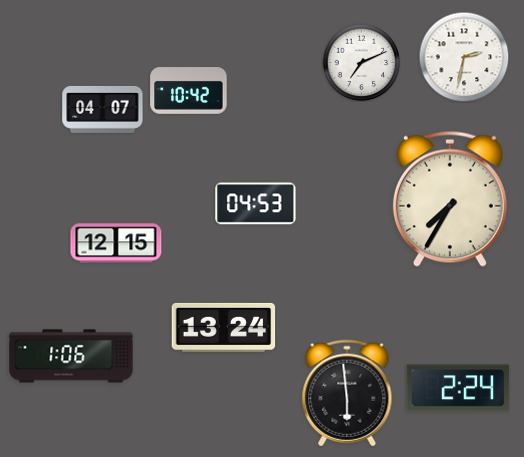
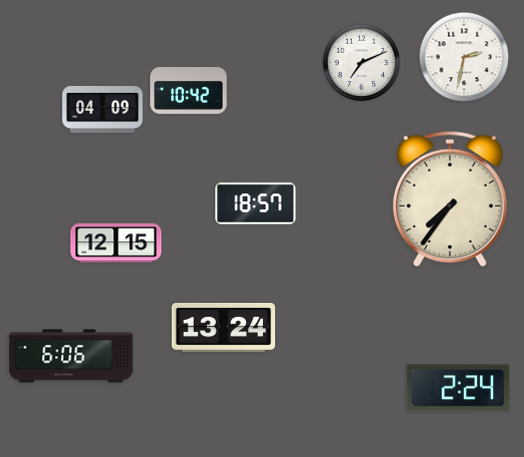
clock at (103, 109): 04:07 -> 04:09
clock at (450, 199): 7:35 -> 7:36
clock at (256, 204): 04:53 -> 18:57
clock at (71, 356): 1:06 -> 6:06
clock at (347, 393): 5:59 -> none
